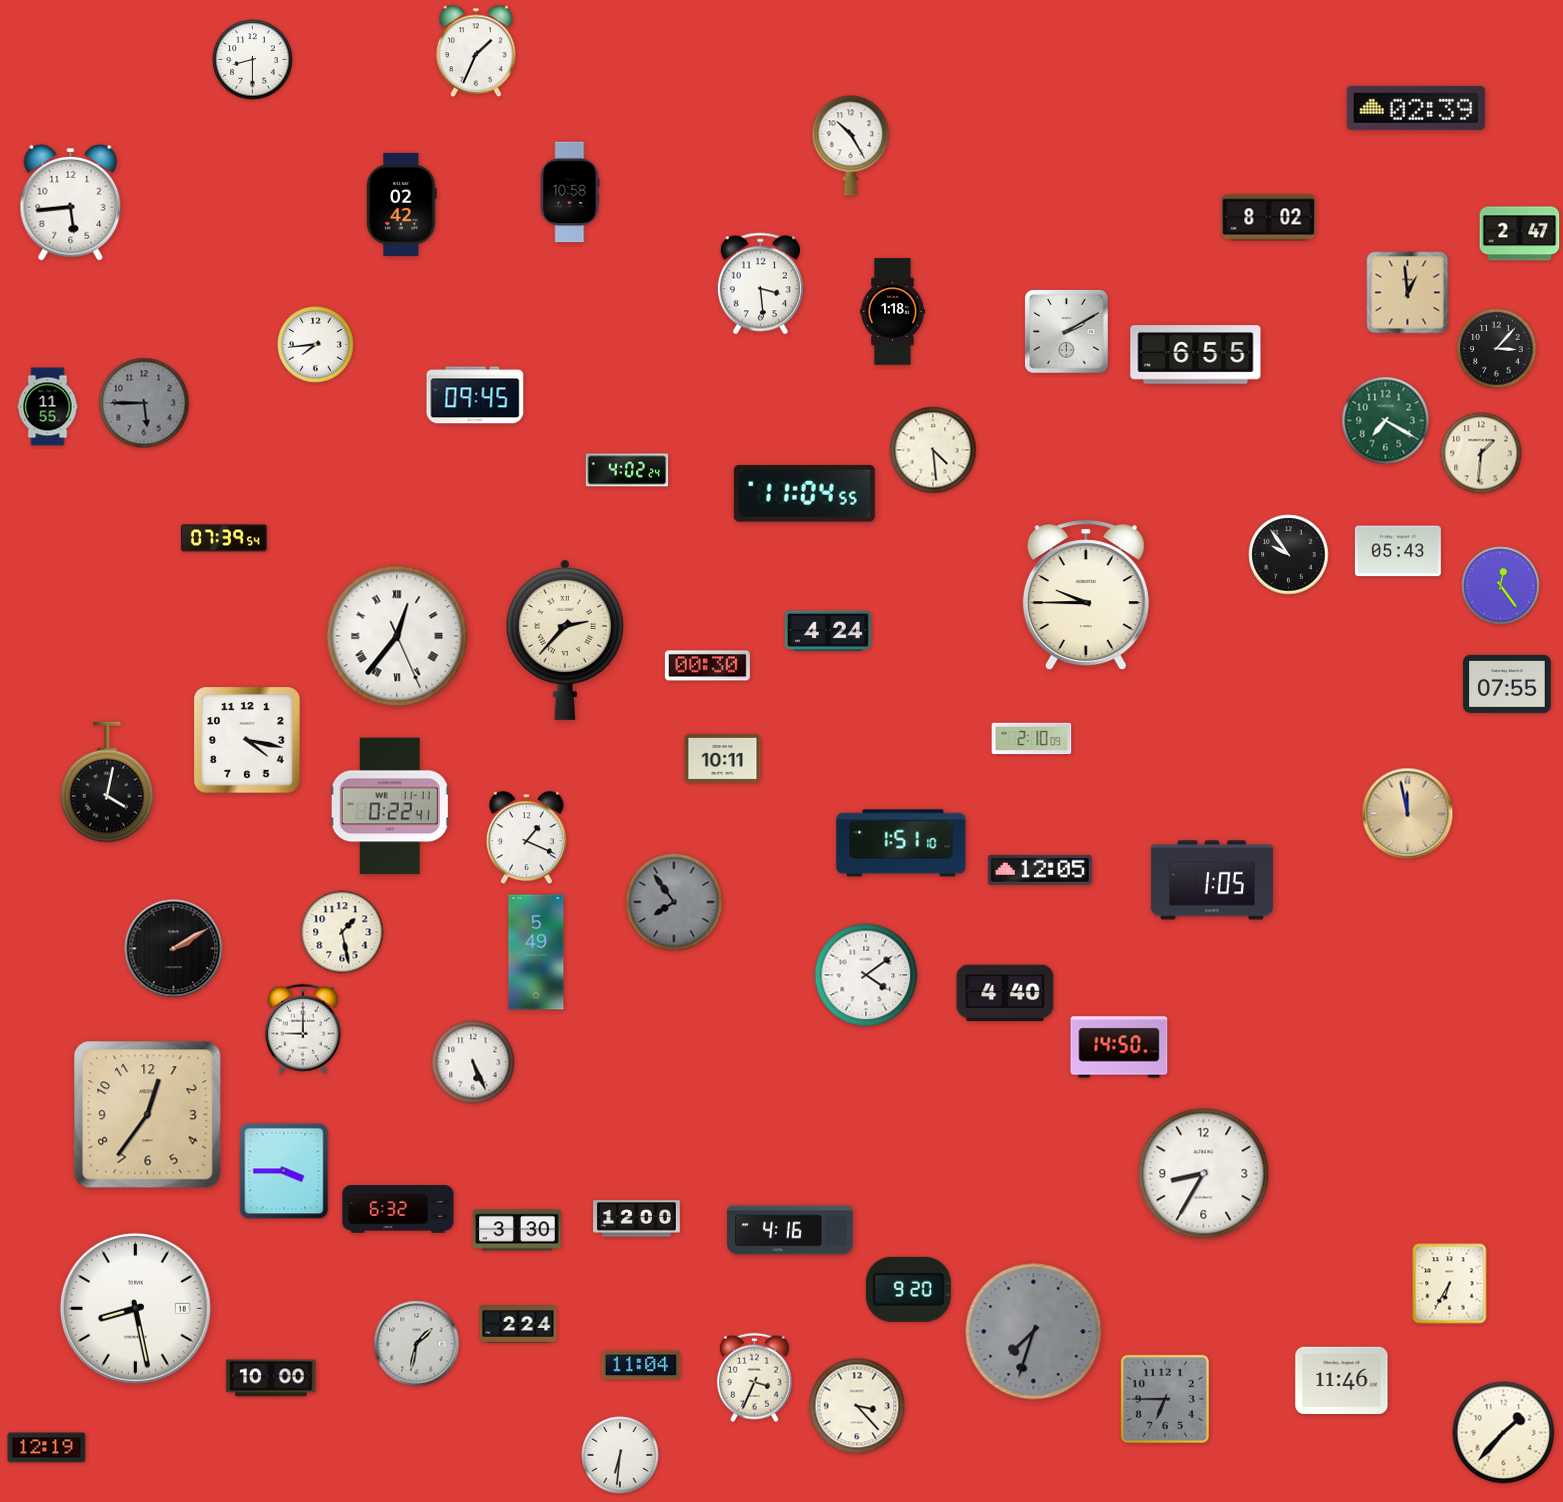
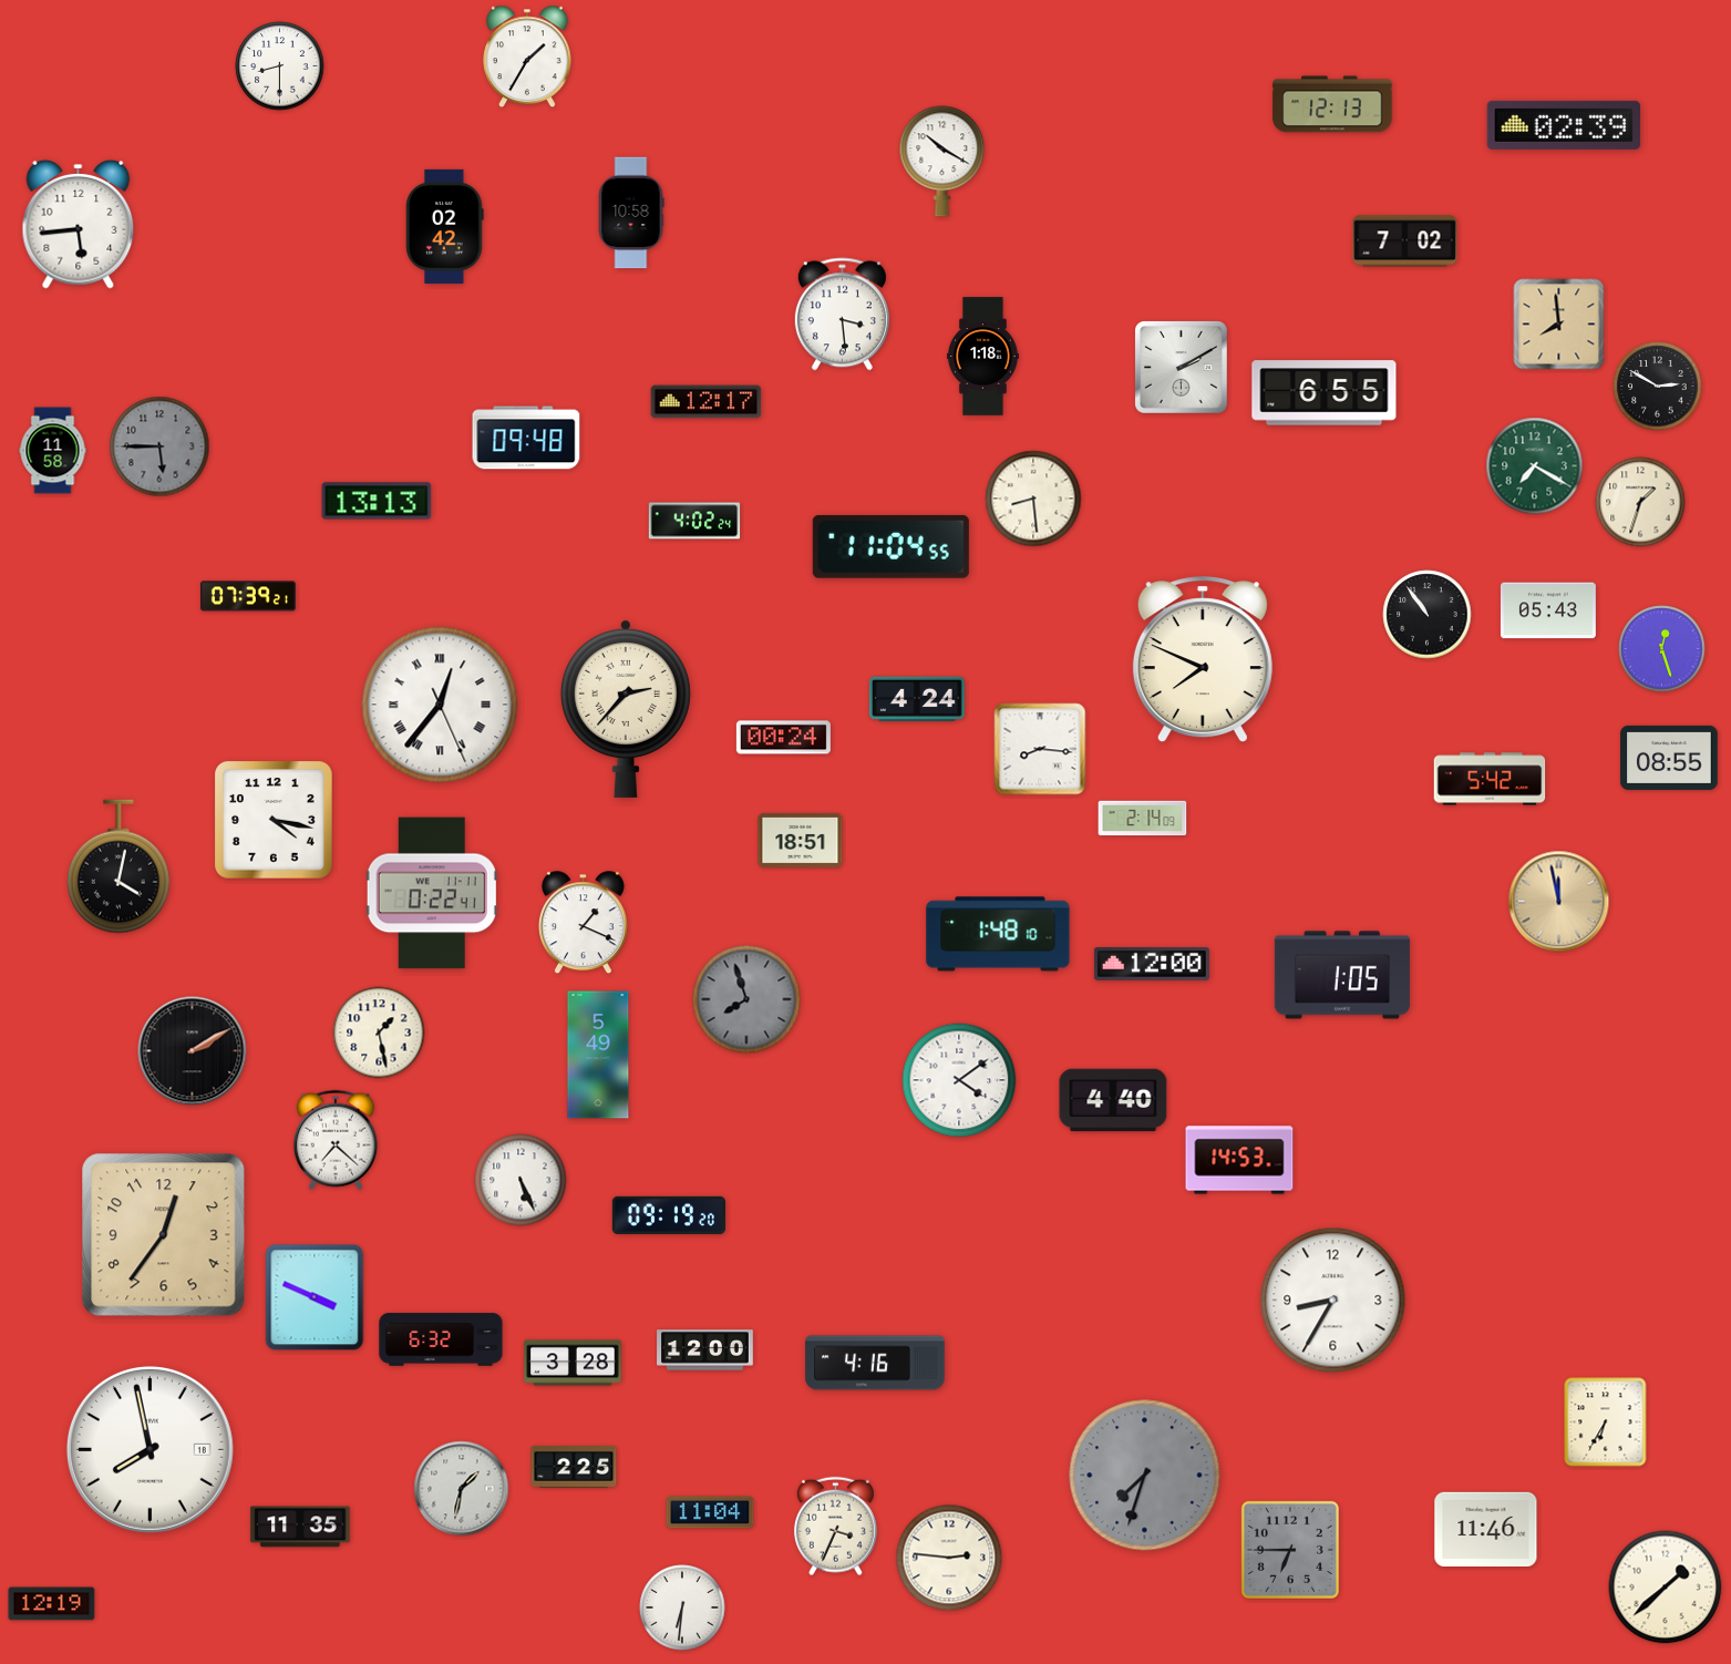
clock at (476, 51): 1:34 -> 1:35
clock at (1332, 104): none -> 12:13
clock at (1416, 108) position: (1416, 108) -> (1564, 125)
clock at (851, 146): 10:25 -> 10:20
clock at (1269, 218): 8:02 -> 7:02
clock at (1520, 234): 2:47 -> none
clock at (1408, 293): 12:59 -> 7:59
clock at (893, 312) position: (893, 312) -> (983, 357)
clock at (316, 345): 7:44 -> none
clock at (1497, 349): 3:07 -> 2:50
clock at (707, 402): none -> 12:17
clock at (475, 395): 09:45 -> 09:48
clock at (48, 407): 11:55 -> 11:58
clock at (933, 450): 4:29 -> 8:29
clock at (377, 501): none -> 13:13
clock at (1481, 453): 1:31 -> 1:33
clock at (224, 538): 07:39:54 -> 07:39:21
clock at (1289, 555): 9:54 -> 10:54
clock at (1501, 586): 12:24 -> 12:27
clock at (1086, 596): 9:45 -> 7:49
clock at (707, 666): 00:30 -> 00:24
clock at (1040, 749): none -> 8:16
clock at (1507, 684): 07:55 -> 08:55
clock at (1490, 779): none -> 5:42
clock at (1032, 739): 2:10 -> 2:14
clock at (723, 758): 10:11 -> 18:51
clock at (526, 838) position: (526, 838) -> (583, 923)
clock at (901, 843): 1:51 -> 1:48
clock at (1040, 870): 12:05 -> 12:00
clock at (674, 902): 7:54 -> 7:57
clock at (536, 952) position: (536, 952) -> (598, 1055)
clock at (303, 1029): 9:00 -> 7:22
clock at (1119, 1047): 14:50 -> 14:53
clock at (473, 1062) position: (473, 1062) -> (521, 1180)
clock at (669, 1215): none -> 09:19
clock at (284, 1171): 3:45 -> 3:49
clock at (517, 1230): 3:30 -> 3:28
clock at (908, 1289): 9:20 -> none
clock at (135, 1308): 8:28 -> 7:58
clock at (518, 1324): 2:24 -> 2:25
clock at (271, 1378): 10:00 -> 11:35
clock at (857, 1406): 3:23 -> 2:46
clock at (1504, 1433): 1:37 -> 1:38
clock at (620, 1455) position: (620, 1455) -> (682, 1607)
